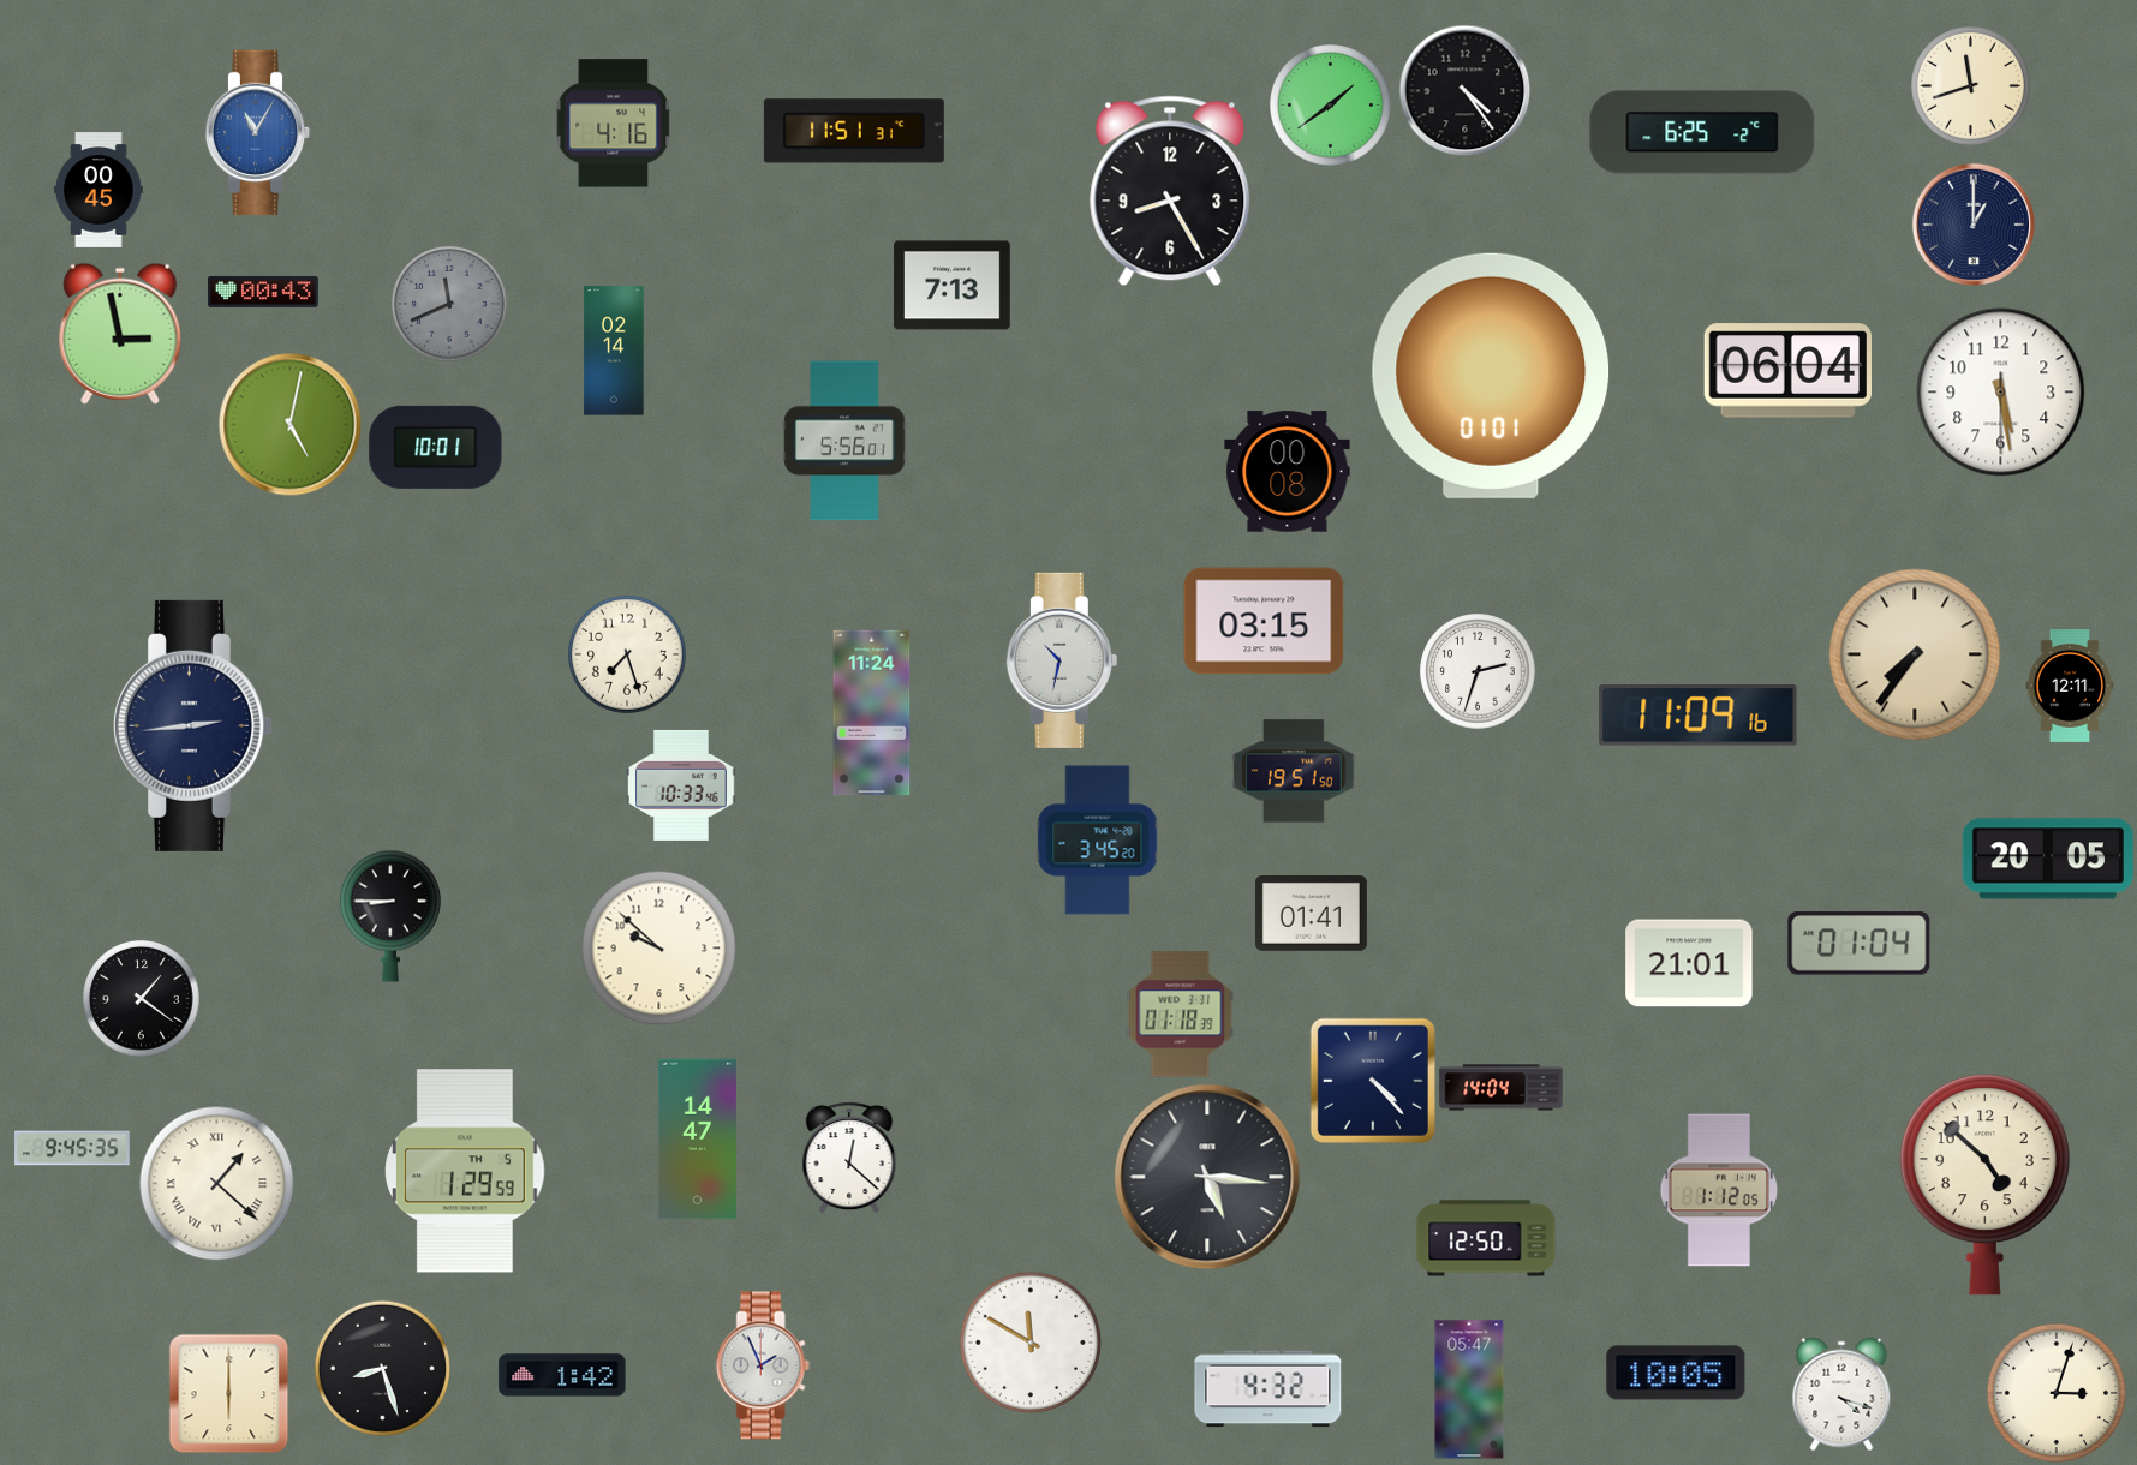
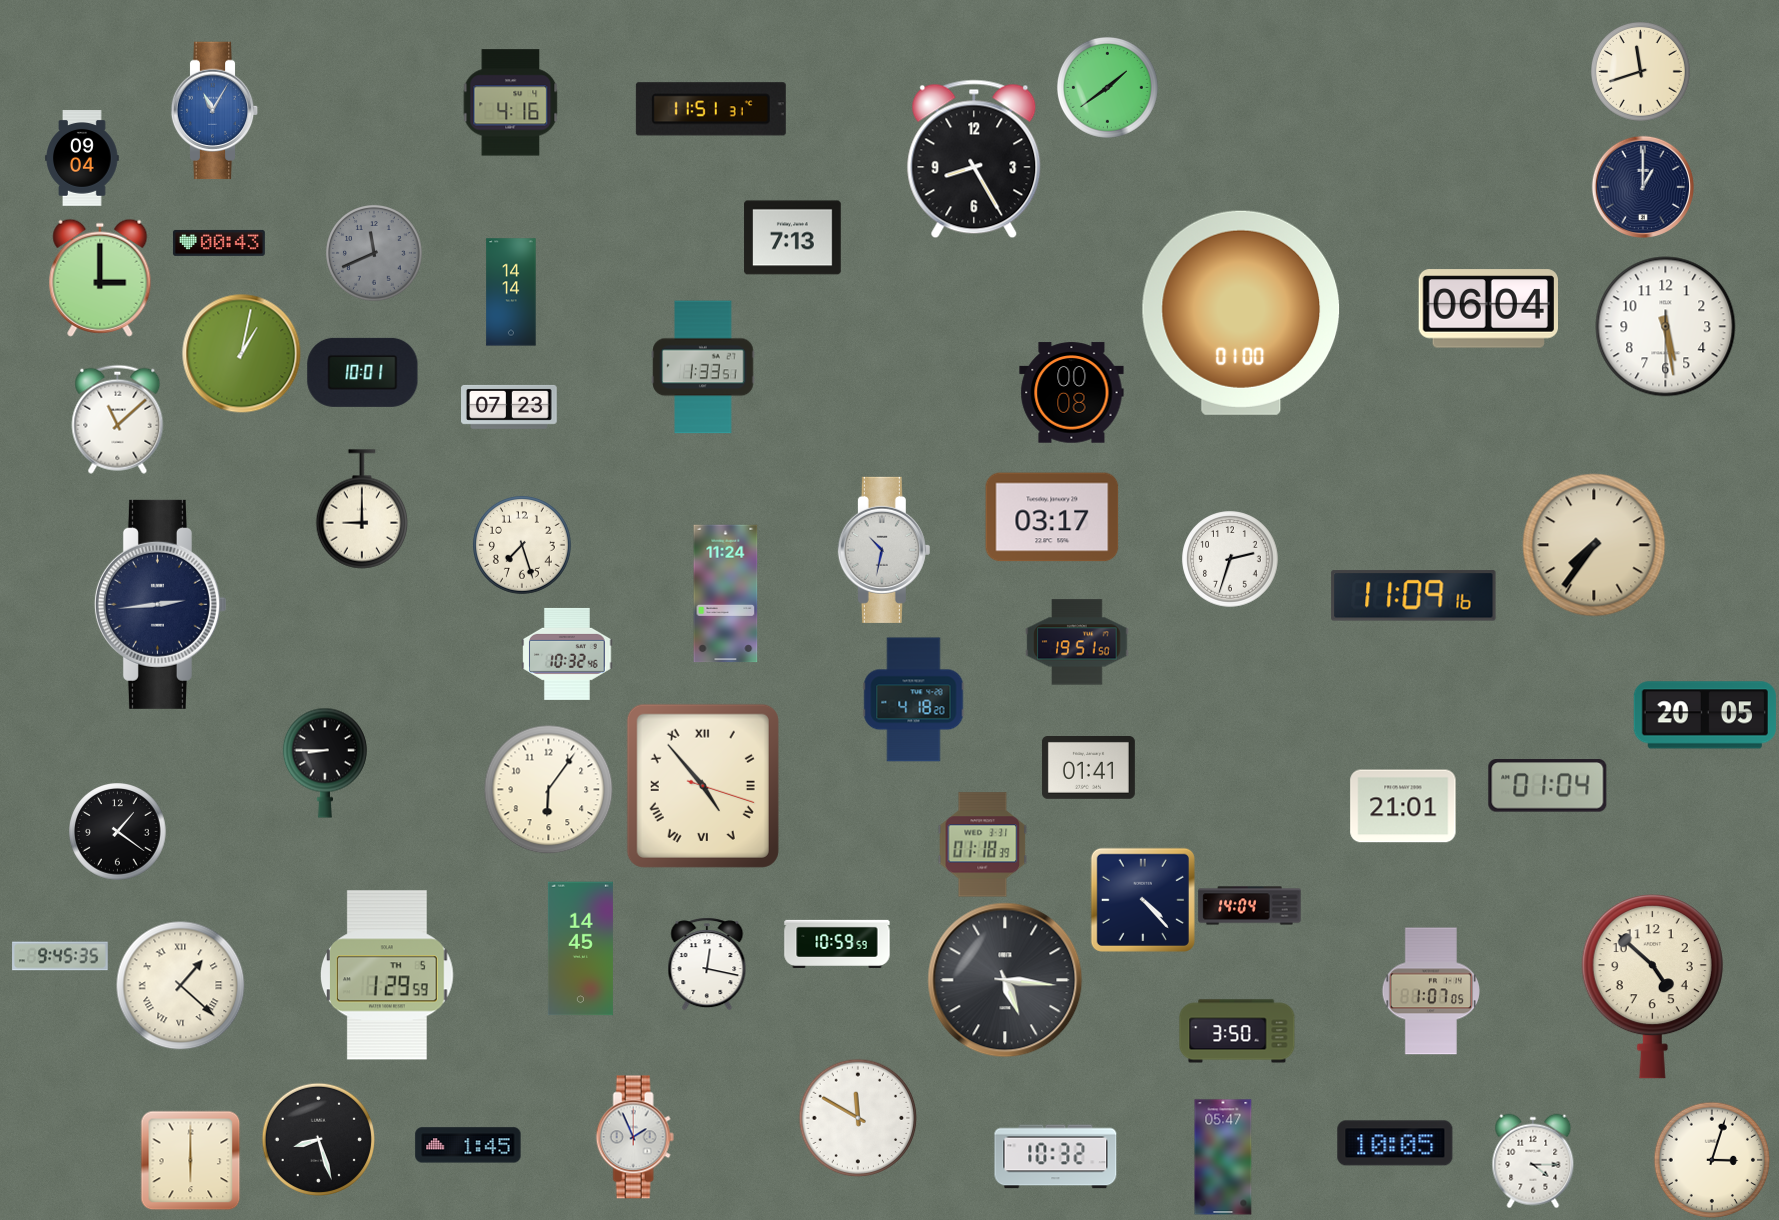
clock at (1464, 90): 4:24 -> none
clock at (1702, 132): 6:25 -> none
clock at (99, 190): 00:45 -> 09:04
clock at (120, 334): 2:58 -> 3:00
clock at (614, 351): 02:14 -> 14:14
clock at (1491, 376): 01:01 -> 01:00
clock at (291, 425): 5:02 -> 1:02
clock at (844, 441): 5:56 -> 1:33
clock at (510, 407): none -> 07:23
clock at (118, 419): none -> 11:08
clock at (362, 509): none -> 9:00
clock at (1264, 621): 03:15 -> 03:17
clock at (2070, 687): 12:11 -> none
clock at (681, 785): 10:33 -> 10:32
clock at (1098, 841): 3:45 -> 4:18
clock at (1311, 914) position: (1311, 914) -> (1088, 768)
clock at (703, 786): none -> 4:53
clock at (658, 947): 9:52 -> 6:06
clock at (1689, 963) position: (1689, 963) -> (1403, 806)
clock at (837, 944): none -> 10:59
clock at (697, 1140): 14:47 -> 14:45
clock at (849, 1158): 12:22 -> 12:17
clock at (1719, 1190): 1:12 -> 1:07
clock at (1486, 1238): 12:50 -> 3:50
clock at (562, 1375): 1:42 -> 1:45
clock at (1269, 1389): 4:32 -> 10:32
clock at (1841, 1394): 4:18 -> 4:15
